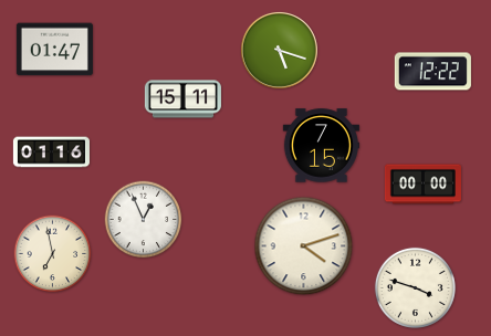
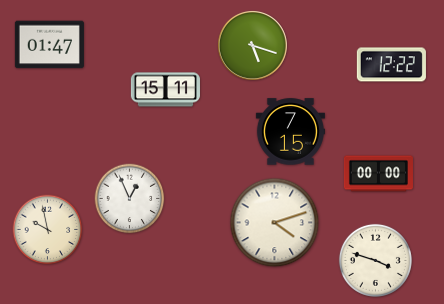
clock at (51, 153): 01:16 -> none
clock at (422, 185) position: (422, 185) -> (378, 174)
clock at (53, 254): 6:58 -> 9:58
